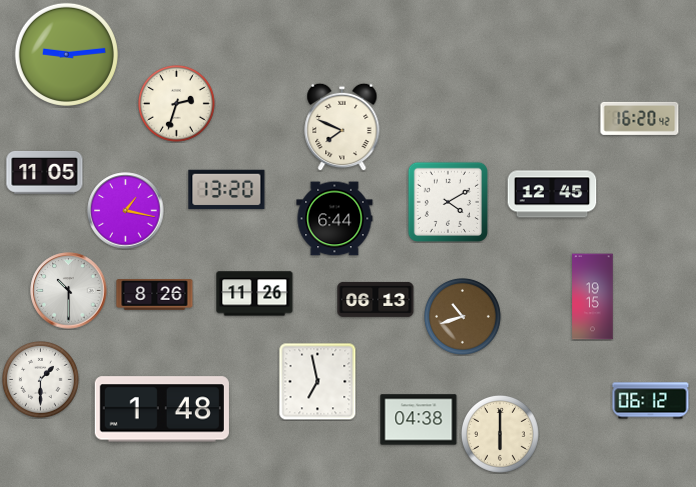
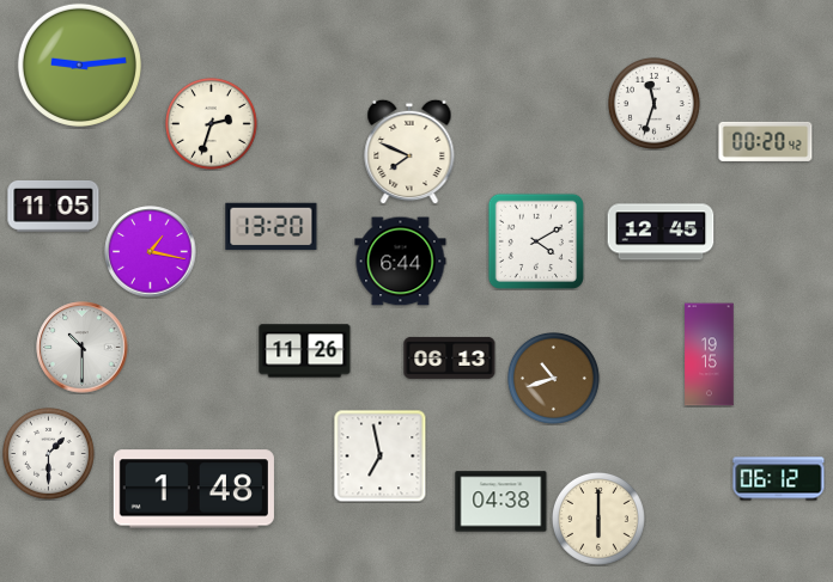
clock at (655, 104): none -> 11:33
clock at (640, 118): 16:20 -> 00:20
clock at (155, 295): 8:26 -> none
